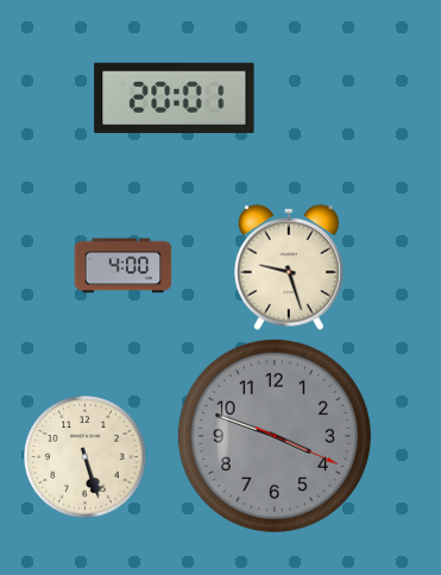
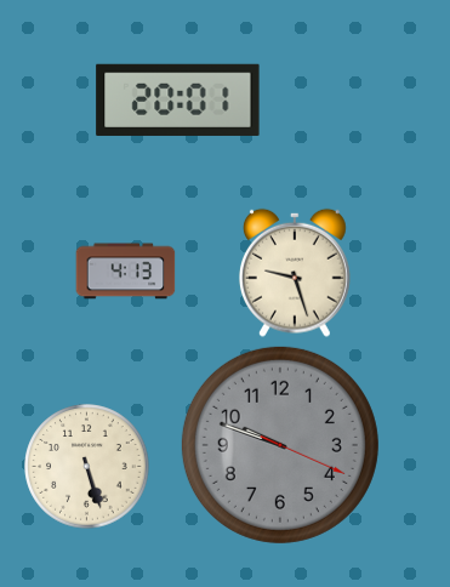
clock at (124, 266): 4:00 -> 4:13
clock at (275, 436): 3:48 -> 9:48
